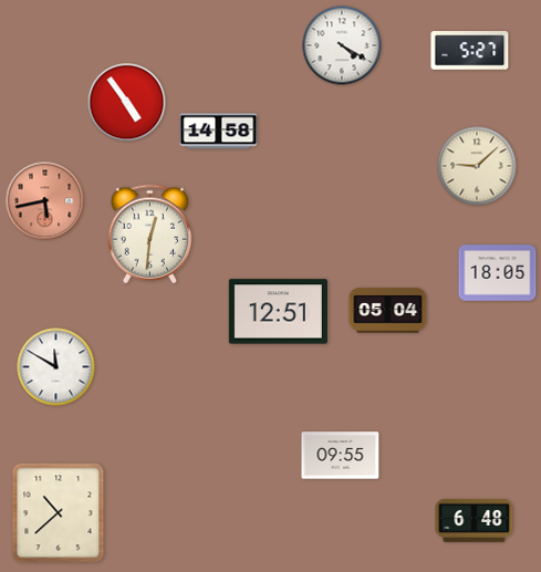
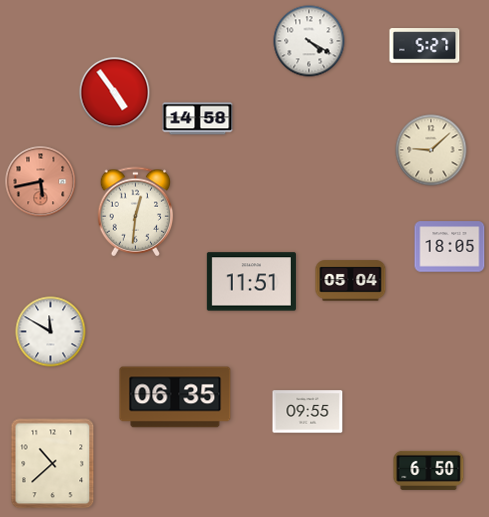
clock at (278, 312): 12:51 -> 11:51
clock at (175, 397): none -> 06:35
clock at (475, 520): 6:48 -> 6:50
